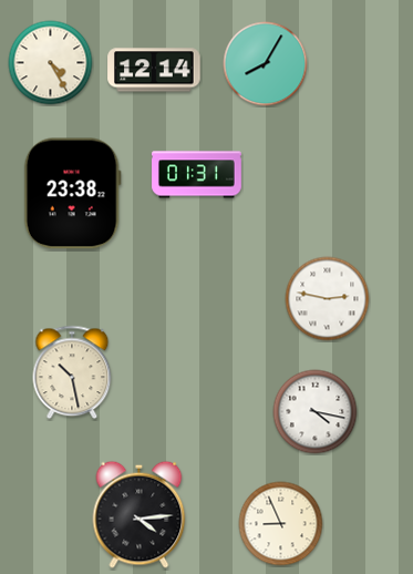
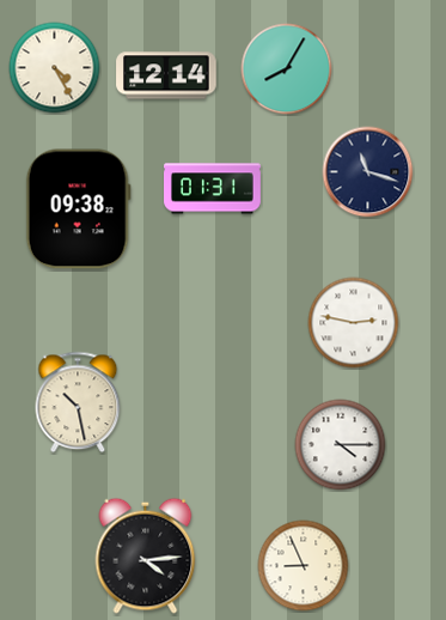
clock at (368, 172): none -> 11:18
clock at (72, 194): 23:38 -> 09:38
clock at (316, 412): 4:17 -> 4:15
clock at (140, 514) position: (140, 514) -> (146, 555)
